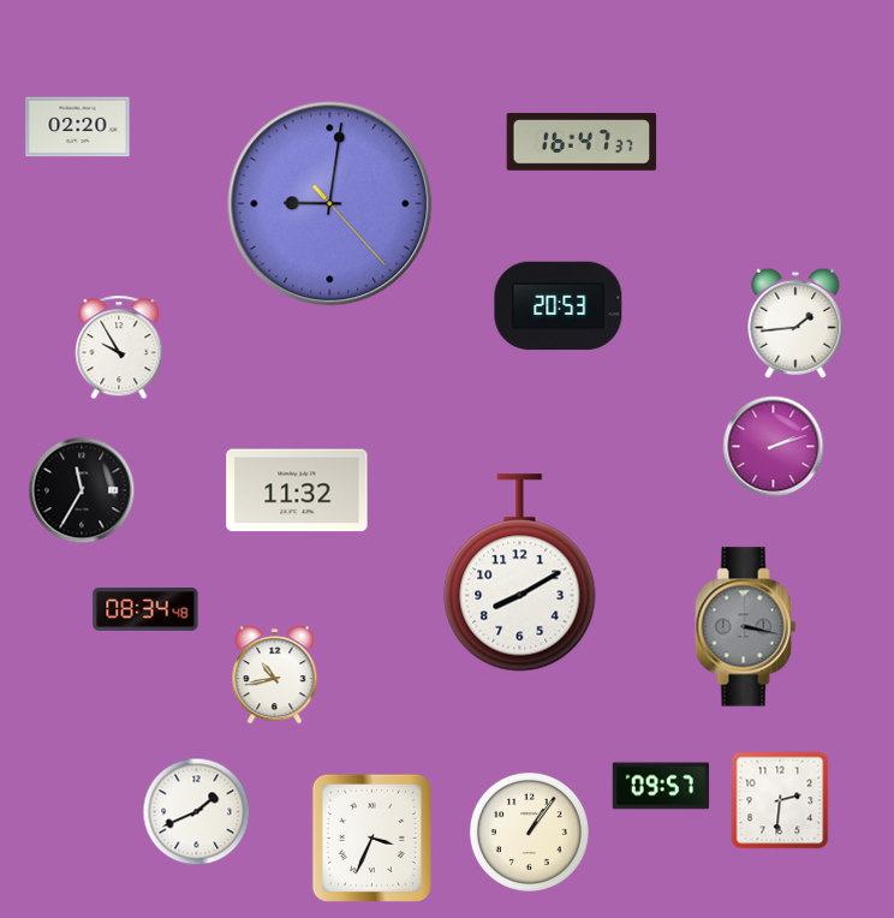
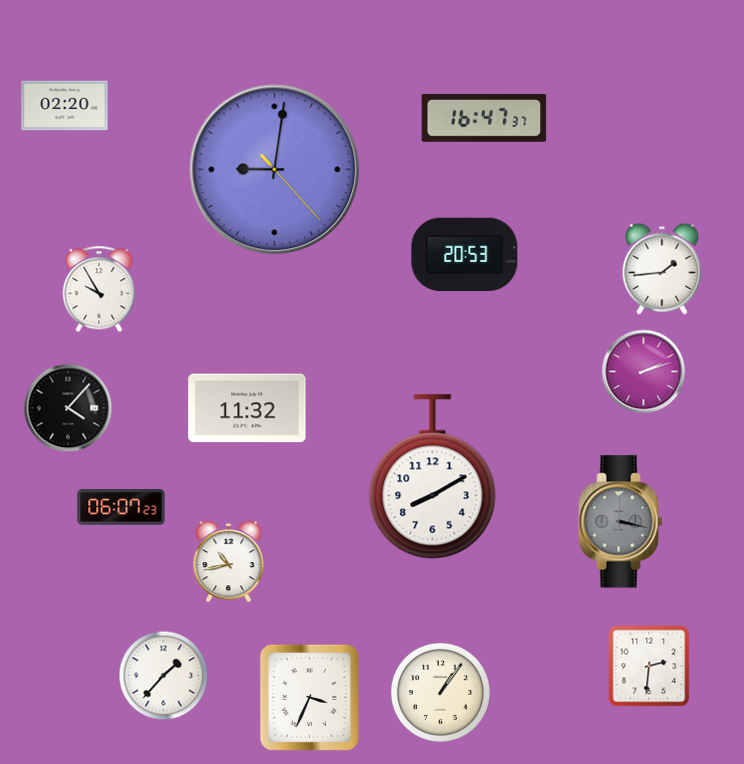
clock at (82, 490): 11:35 -> 4:07
clock at (145, 609): 08:34 -> 06:07
clock at (661, 786): 09:57 -> none
clock at (197, 812): 1:41 -> 1:37
